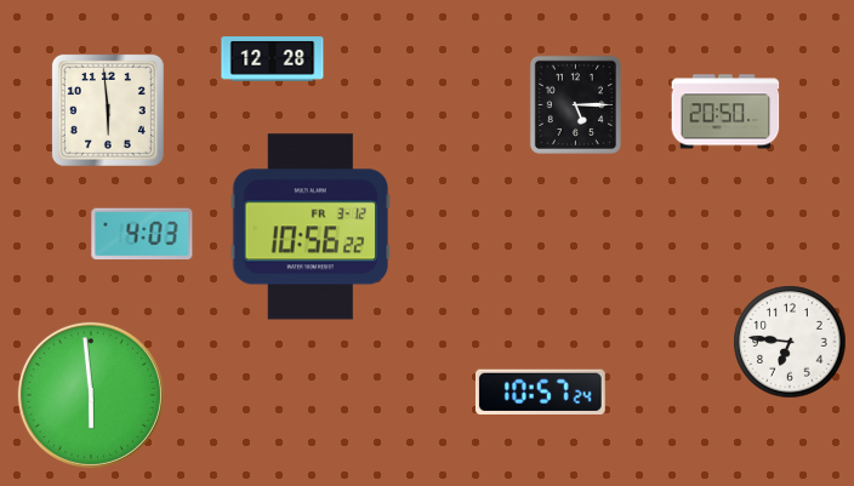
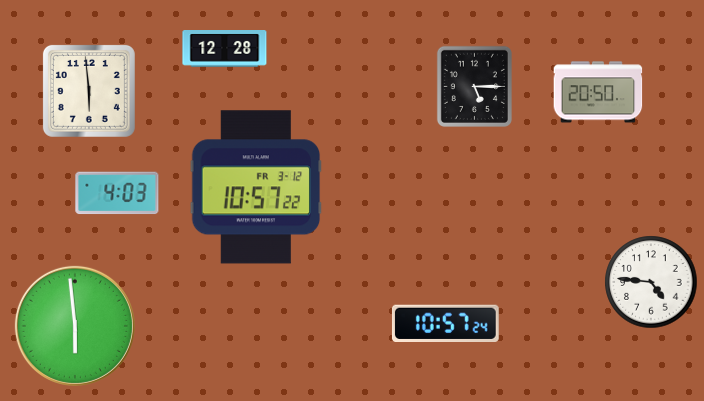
clock at (311, 227): 10:56 -> 10:57
clock at (790, 342): 6:46 -> 4:46
